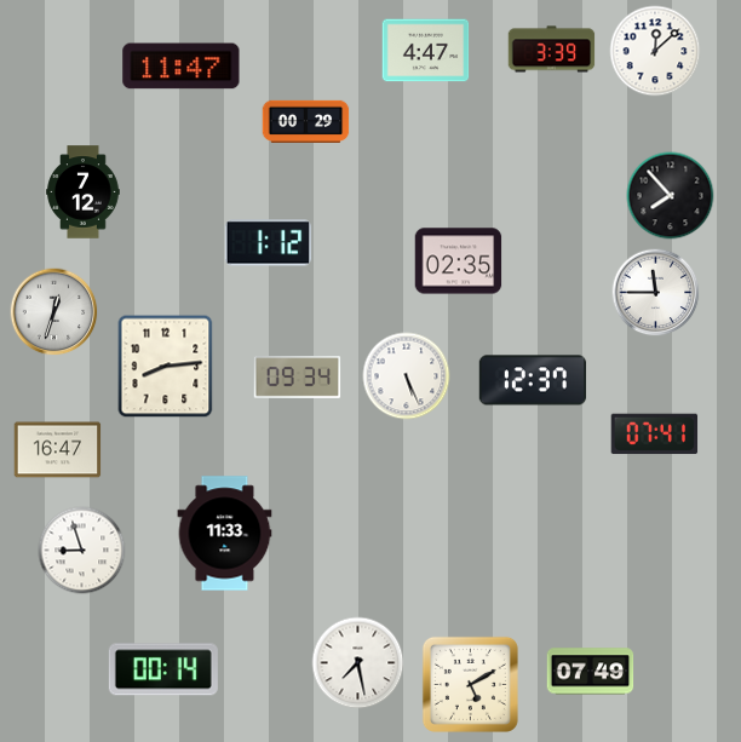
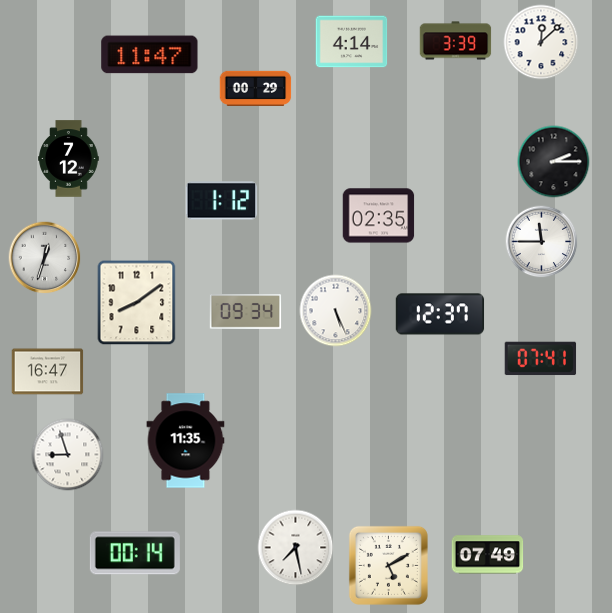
clock at (426, 51): 4:47 -> 4:14
clock at (306, 121) position: (306, 121) -> (256, 88)
clock at (671, 196): 7:53 -> 2:15
clock at (166, 367): 8:14 -> 8:09
clock at (225, 534): 11:33 -> 11:35
